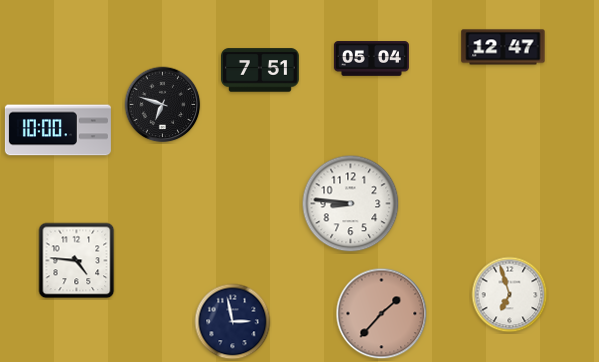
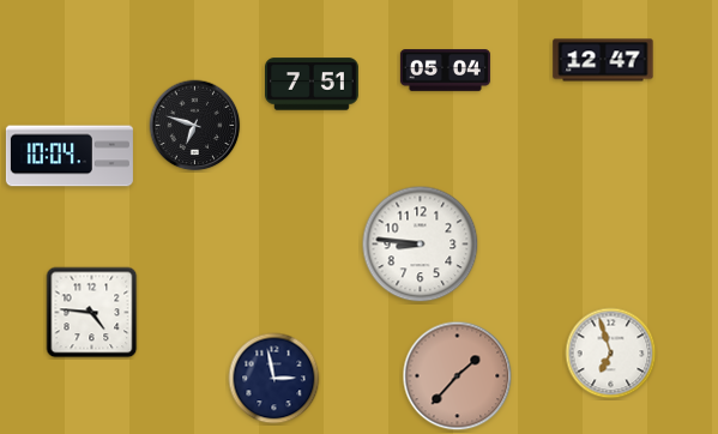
clock at (503, 47) position: (503, 47) -> (603, 60)
clock at (58, 130): 10:00 -> 10:04
clock at (233, 322) position: (233, 322) -> (274, 379)
